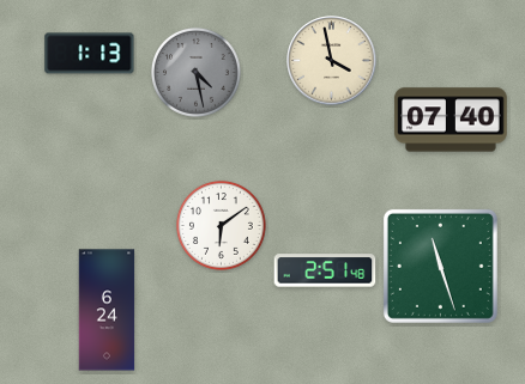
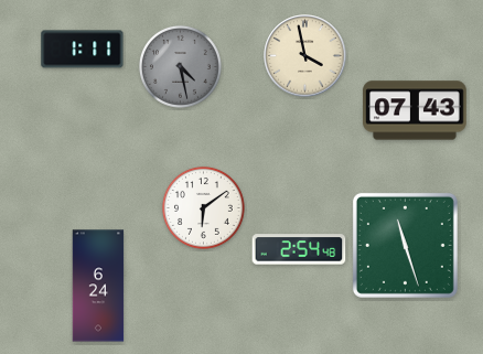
clock at (90, 54): 1:13 -> 1:11
clock at (451, 120): 07:40 -> 07:43
clock at (325, 270): 2:51 -> 2:54
